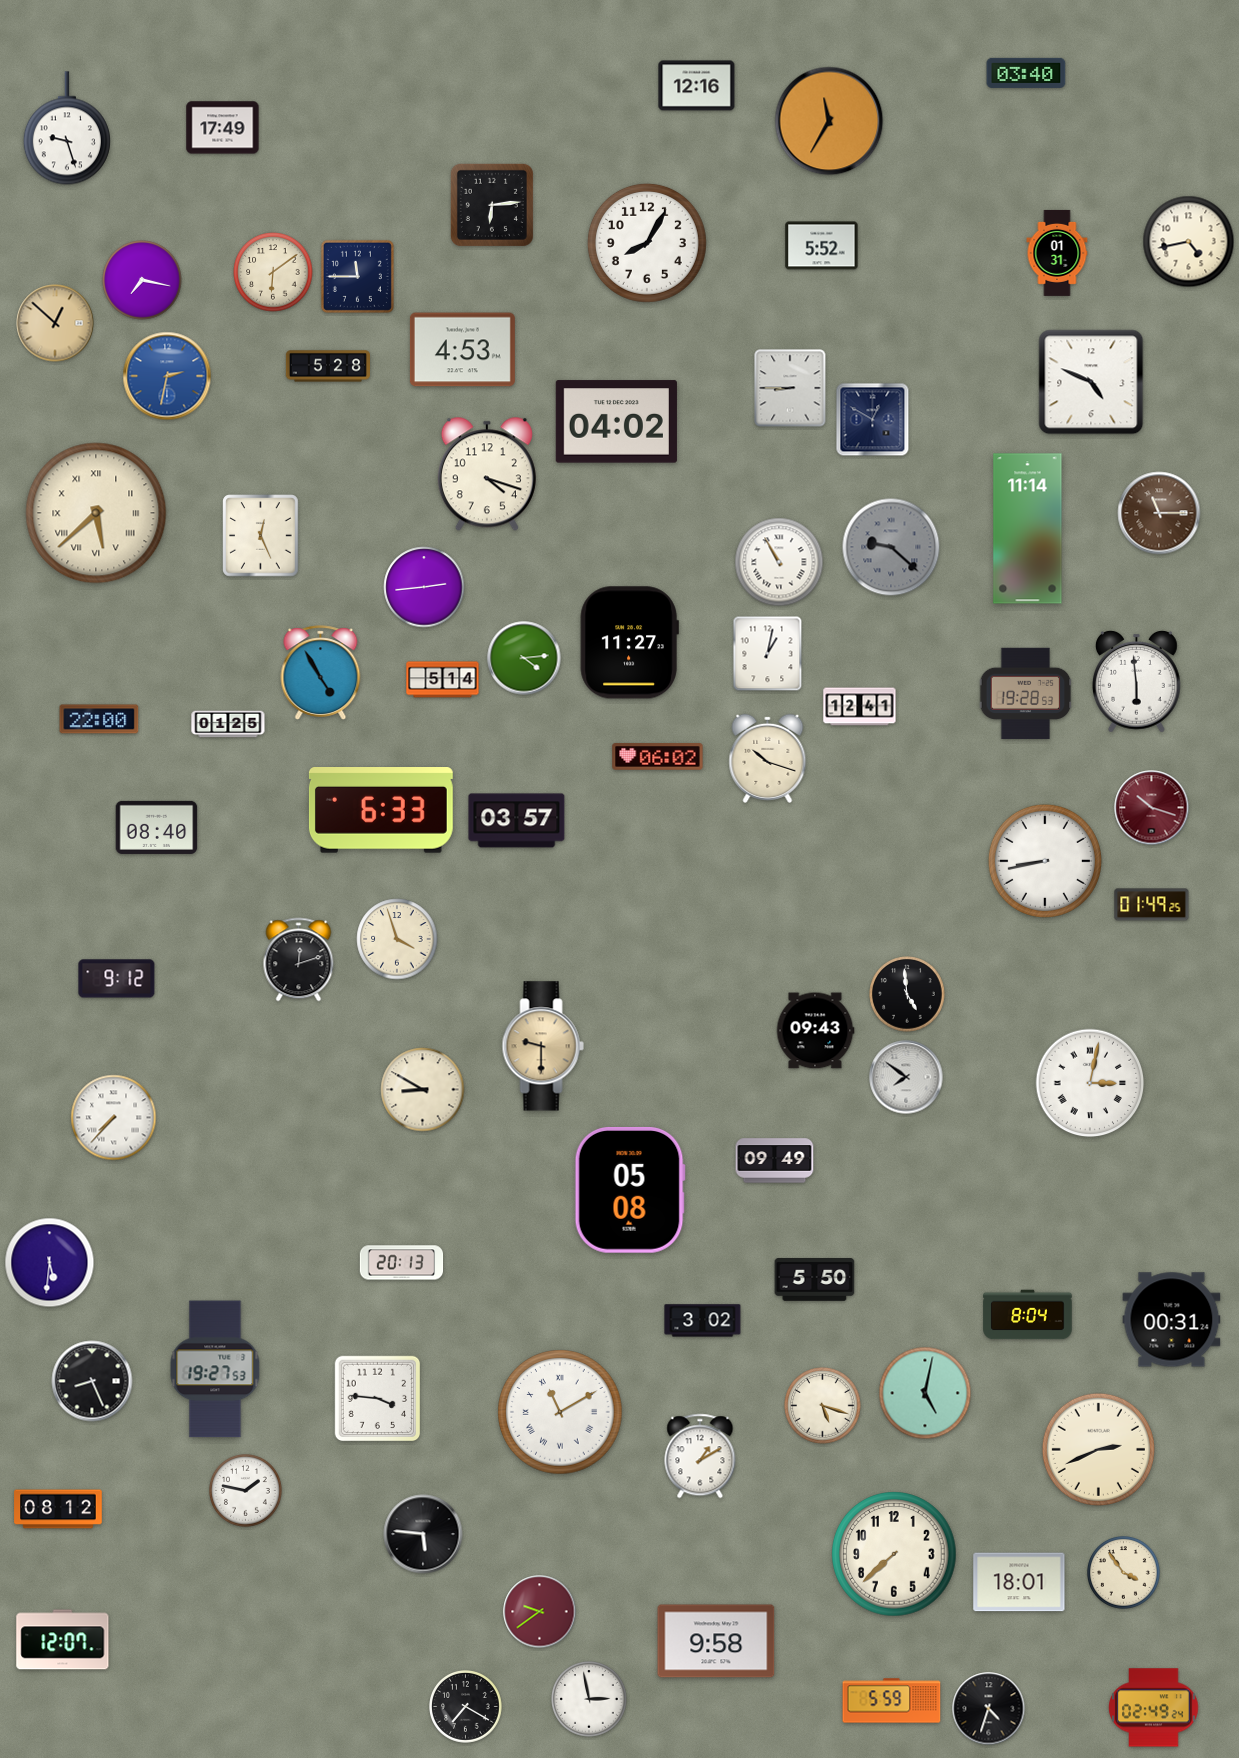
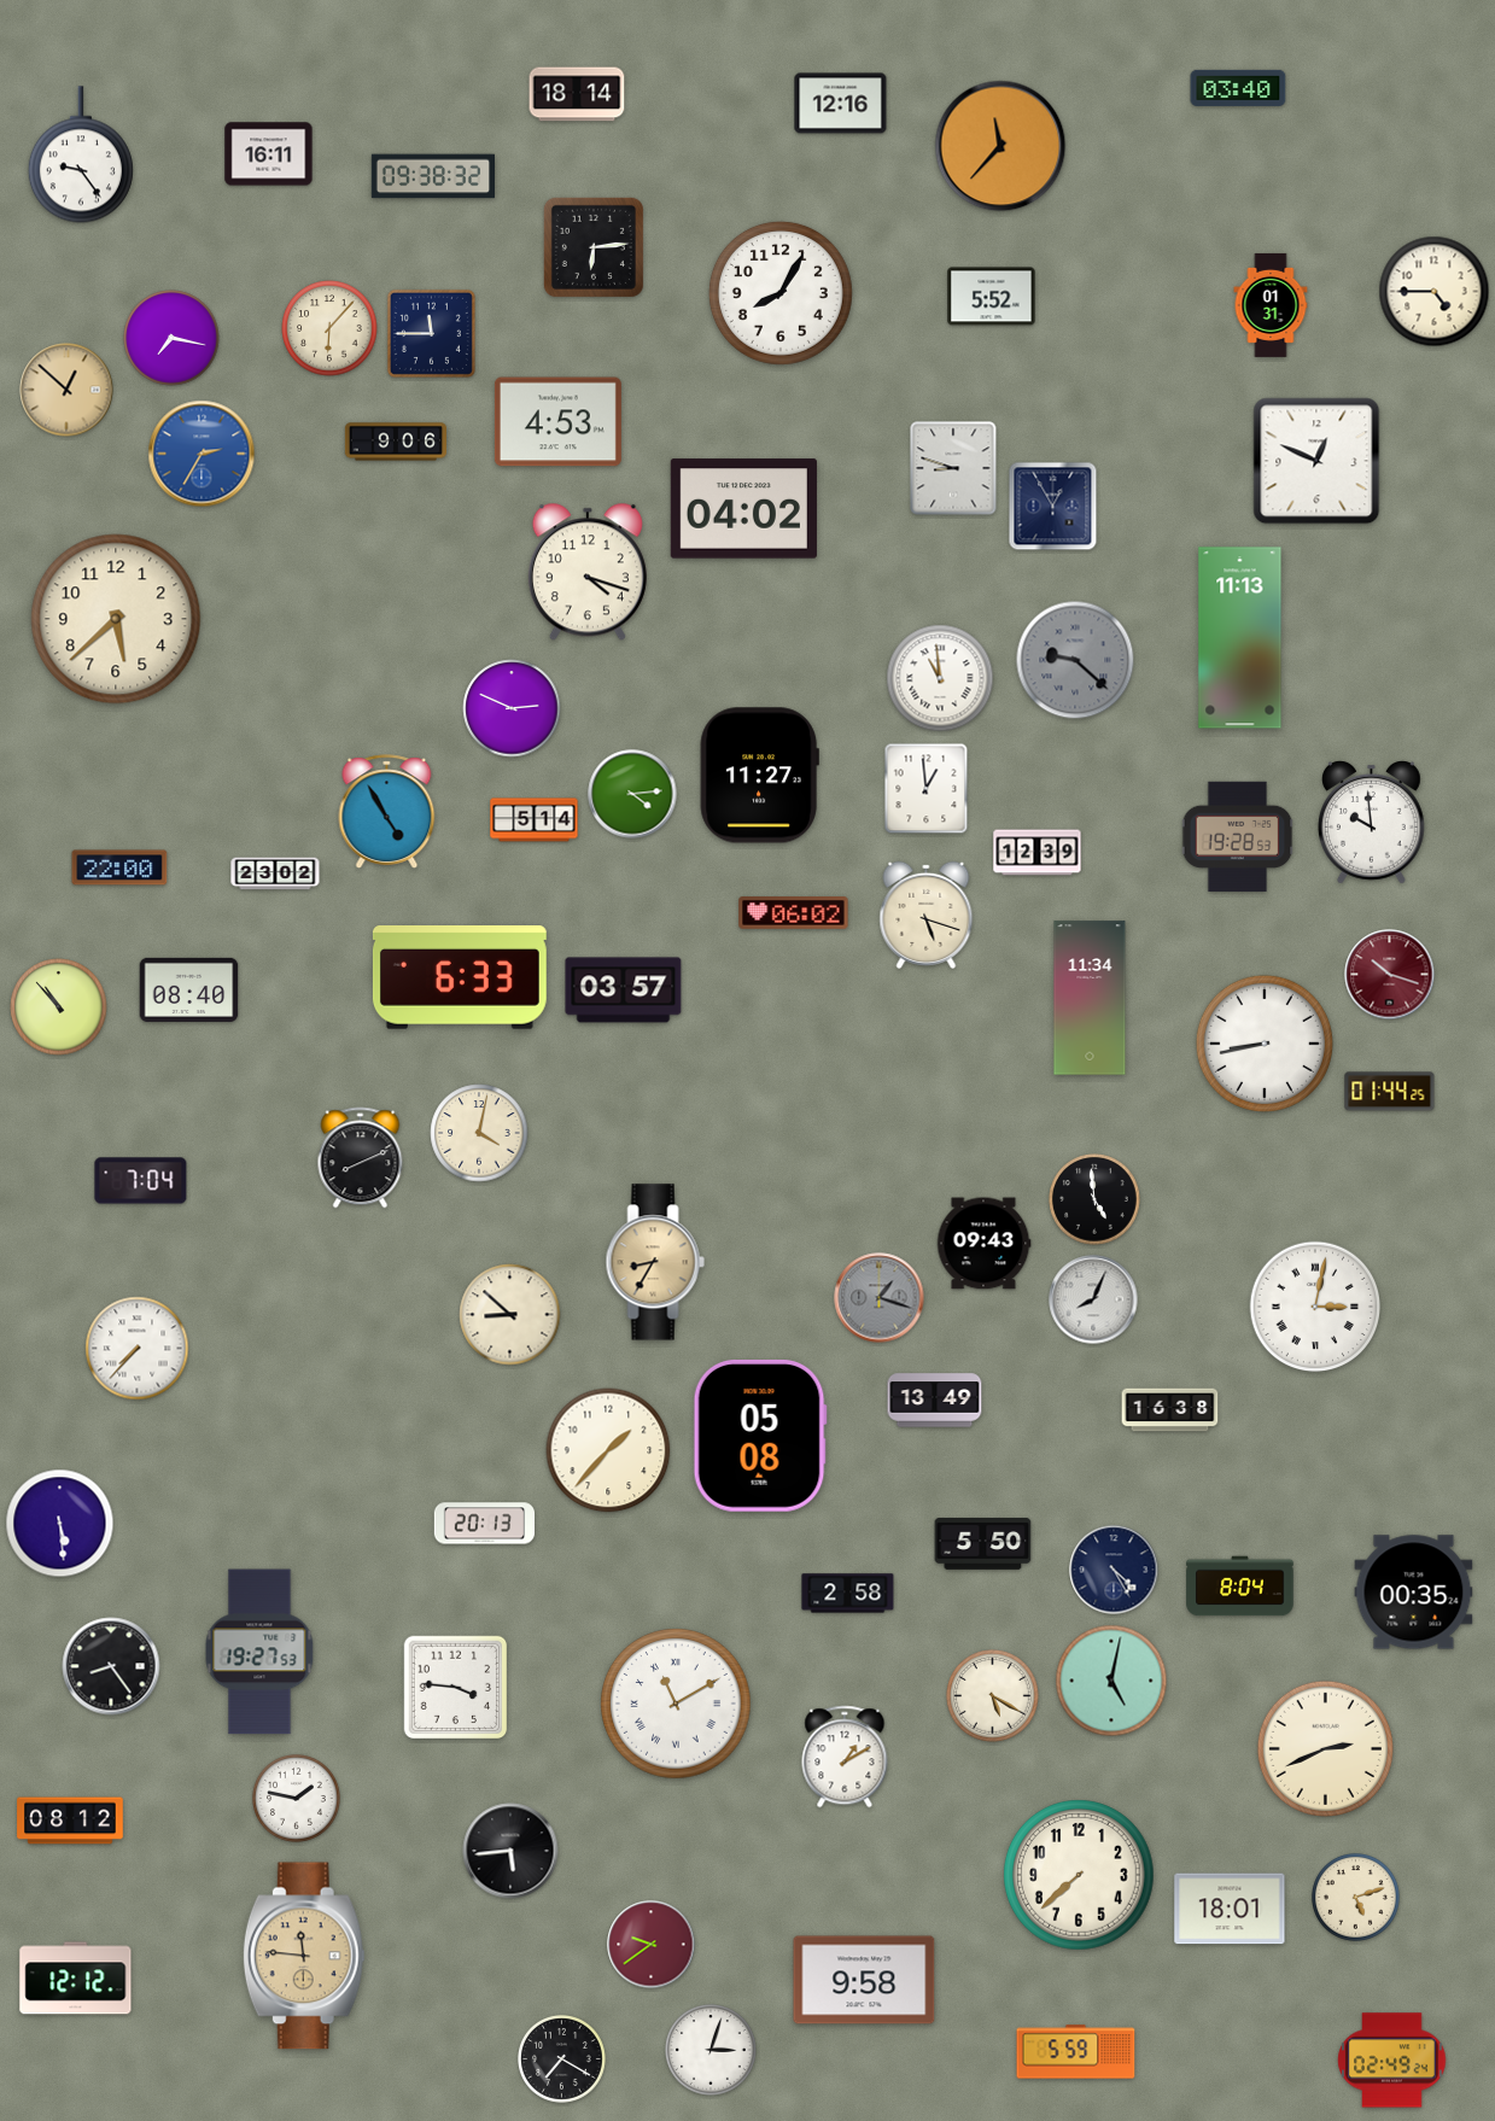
clock at (577, 94): none -> 18:14
clock at (829, 121): 11:35 -> 11:37
clock at (67, 128): 9:27 -> 9:24
clock at (223, 128): 17:49 -> 16:11
clock at (432, 176): none -> 09:38
clock at (1189, 242): 4:43 -> 4:45
clock at (1057, 253) position: (1057, 253) -> (1271, 305)
clock at (273, 272): 6:09 -> 6:07
clock at (327, 366): 5:28 -> 9:06
clock at (167, 376): 2:32 -> 2:35
clock at (1091, 382): 4:49 -> 12:49
clock at (790, 388): 8:45 -> 8:48
clock at (873, 420): 12:50 -> 12:55
clock at (96, 513) numerals: Roman -> Arabic
clock at (1159, 513): 11:15 -> none
clock at (1028, 529): 11:14 -> 11:13
clock at (261, 536): 12:26 -> none
clock at (779, 562): 10:55 -> 10:59
clock at (424, 587): 2:44 -> 2:49
clock at (768, 654): 1:02 -> 12:59
clock at (1137, 681): 5:59 -> 9:59
clock at (860, 707): 12:41 -> 12:39
clock at (228, 724): 01:25 -> 23:02
clock at (768, 758): 10:18 -> 5:18
clock at (157, 827) position: (157, 827) -> (189, 989)
clock at (1090, 998): none -> 11:34
clock at (59, 1007): none -> 10:53
clock at (1045, 861) position: (1045, 861) -> (1265, 1044)
clock at (1152, 905): 01:49 -> 01:44
clock at (397, 939): 3:57 -> 4:02
clock at (299, 960): 12:12 -> 8:11
clock at (117, 979): 9:12 -> 7:04
clock at (543, 1046): 9:30 -> 8:35
clock at (880, 1298): none -> 1:18
clock at (906, 1077): 7:51 -> 8:04
clock at (423, 1090): 8:50 -> 8:52
clock at (775, 1161): 09:49 -> 13:49
clock at (1170, 1410): none -> 16:38
clock at (608, 1450): none -> 1:37
clock at (50, 1263): 5:31 -> 5:29
clock at (1114, 1570): none -> 4:25
clock at (1172, 1320): 00:31 -> 00:35
clock at (703, 1321): 3:02 -> 2:58
clock at (92, 1381): 8:26 -> 8:24
clock at (925, 1393) position: (925, 1393) -> (1111, 1681)
clock at (823, 1406): 5:18 -> 5:20
clock at (423, 1534): 5:46 -> 5:44
clock at (1124, 1573): 3:54 -> 5:12
clock at (304, 1956): none -> 11:46
clock at (63, 1640): 12:07 -> 12:12
clock at (589, 1699): 2:58 -> 3:03
clock at (989, 1709): 4:33 -> none
